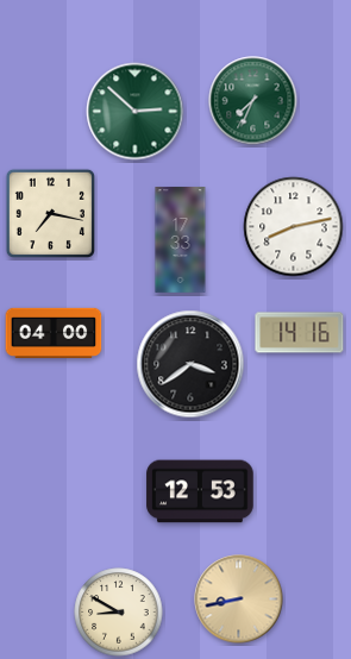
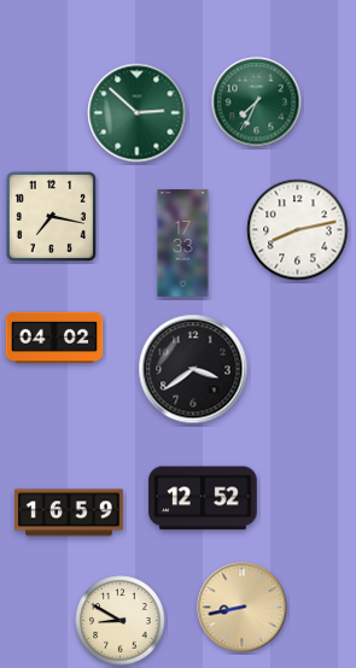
clock at (54, 332): 04:00 -> 04:02
clock at (300, 333): 14:16 -> none
clock at (200, 491): 12:53 -> 12:52
clock at (69, 512): none -> 16:59
